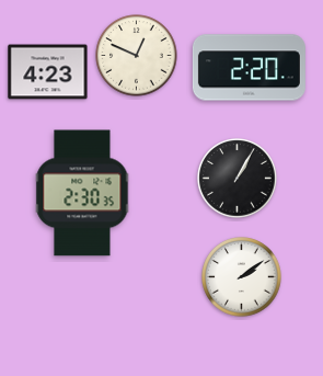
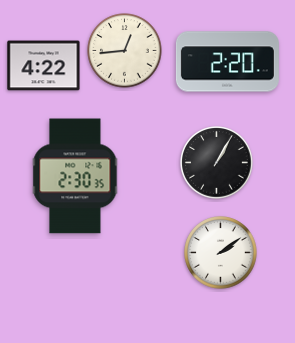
clock at (137, 56): 12:49 -> 12:44
clock at (48, 72): 4:23 -> 4:22
